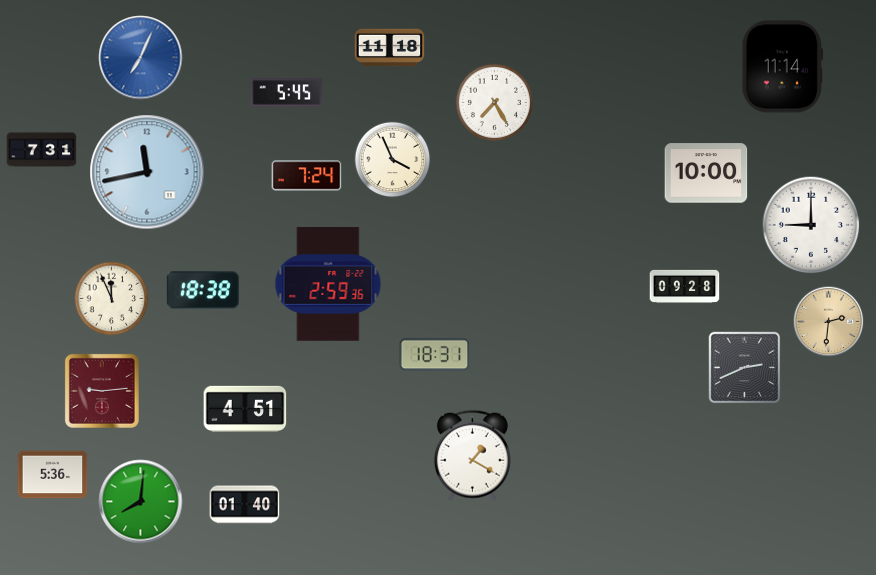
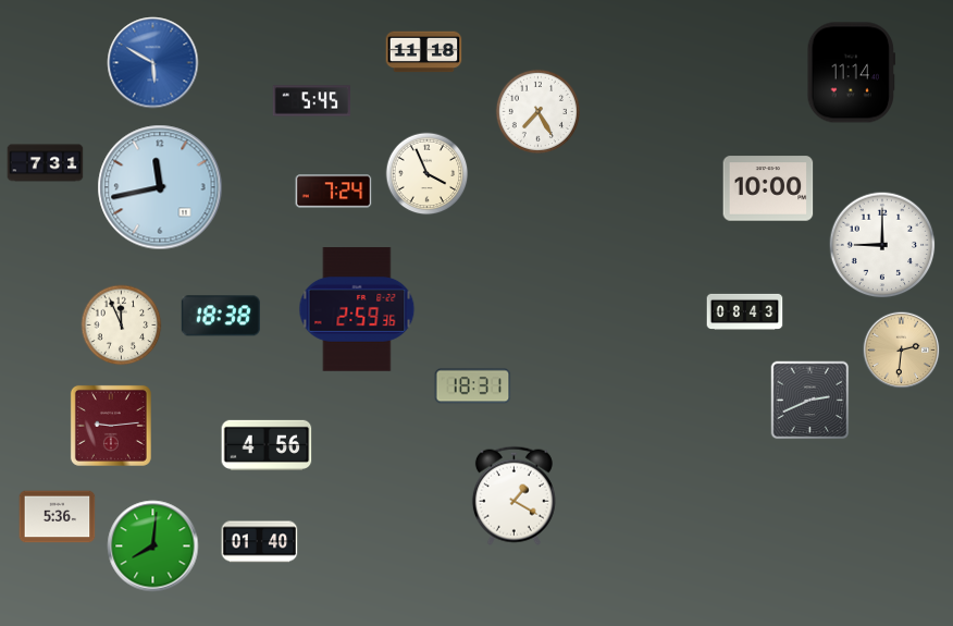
clock at (141, 58): 7:04 -> 5:50
clock at (685, 286): 09:28 -> 08:43
clock at (245, 409): 4:51 -> 4:56
clock at (245, 505) position: (245, 505) -> (260, 542)
